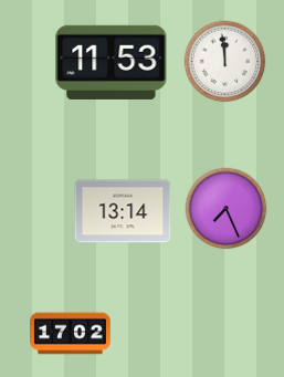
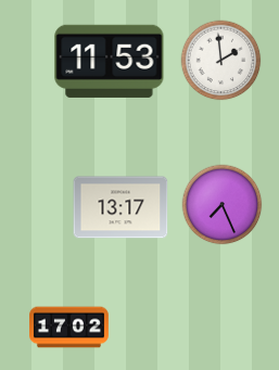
clock at (225, 62): 11:59 -> 1:59
clock at (123, 211): 13:14 -> 13:17
